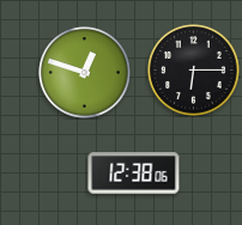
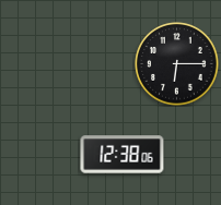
clock at (85, 73): 12:48 -> none
clock at (134, 174) position: (134, 174) -> (123, 155)
